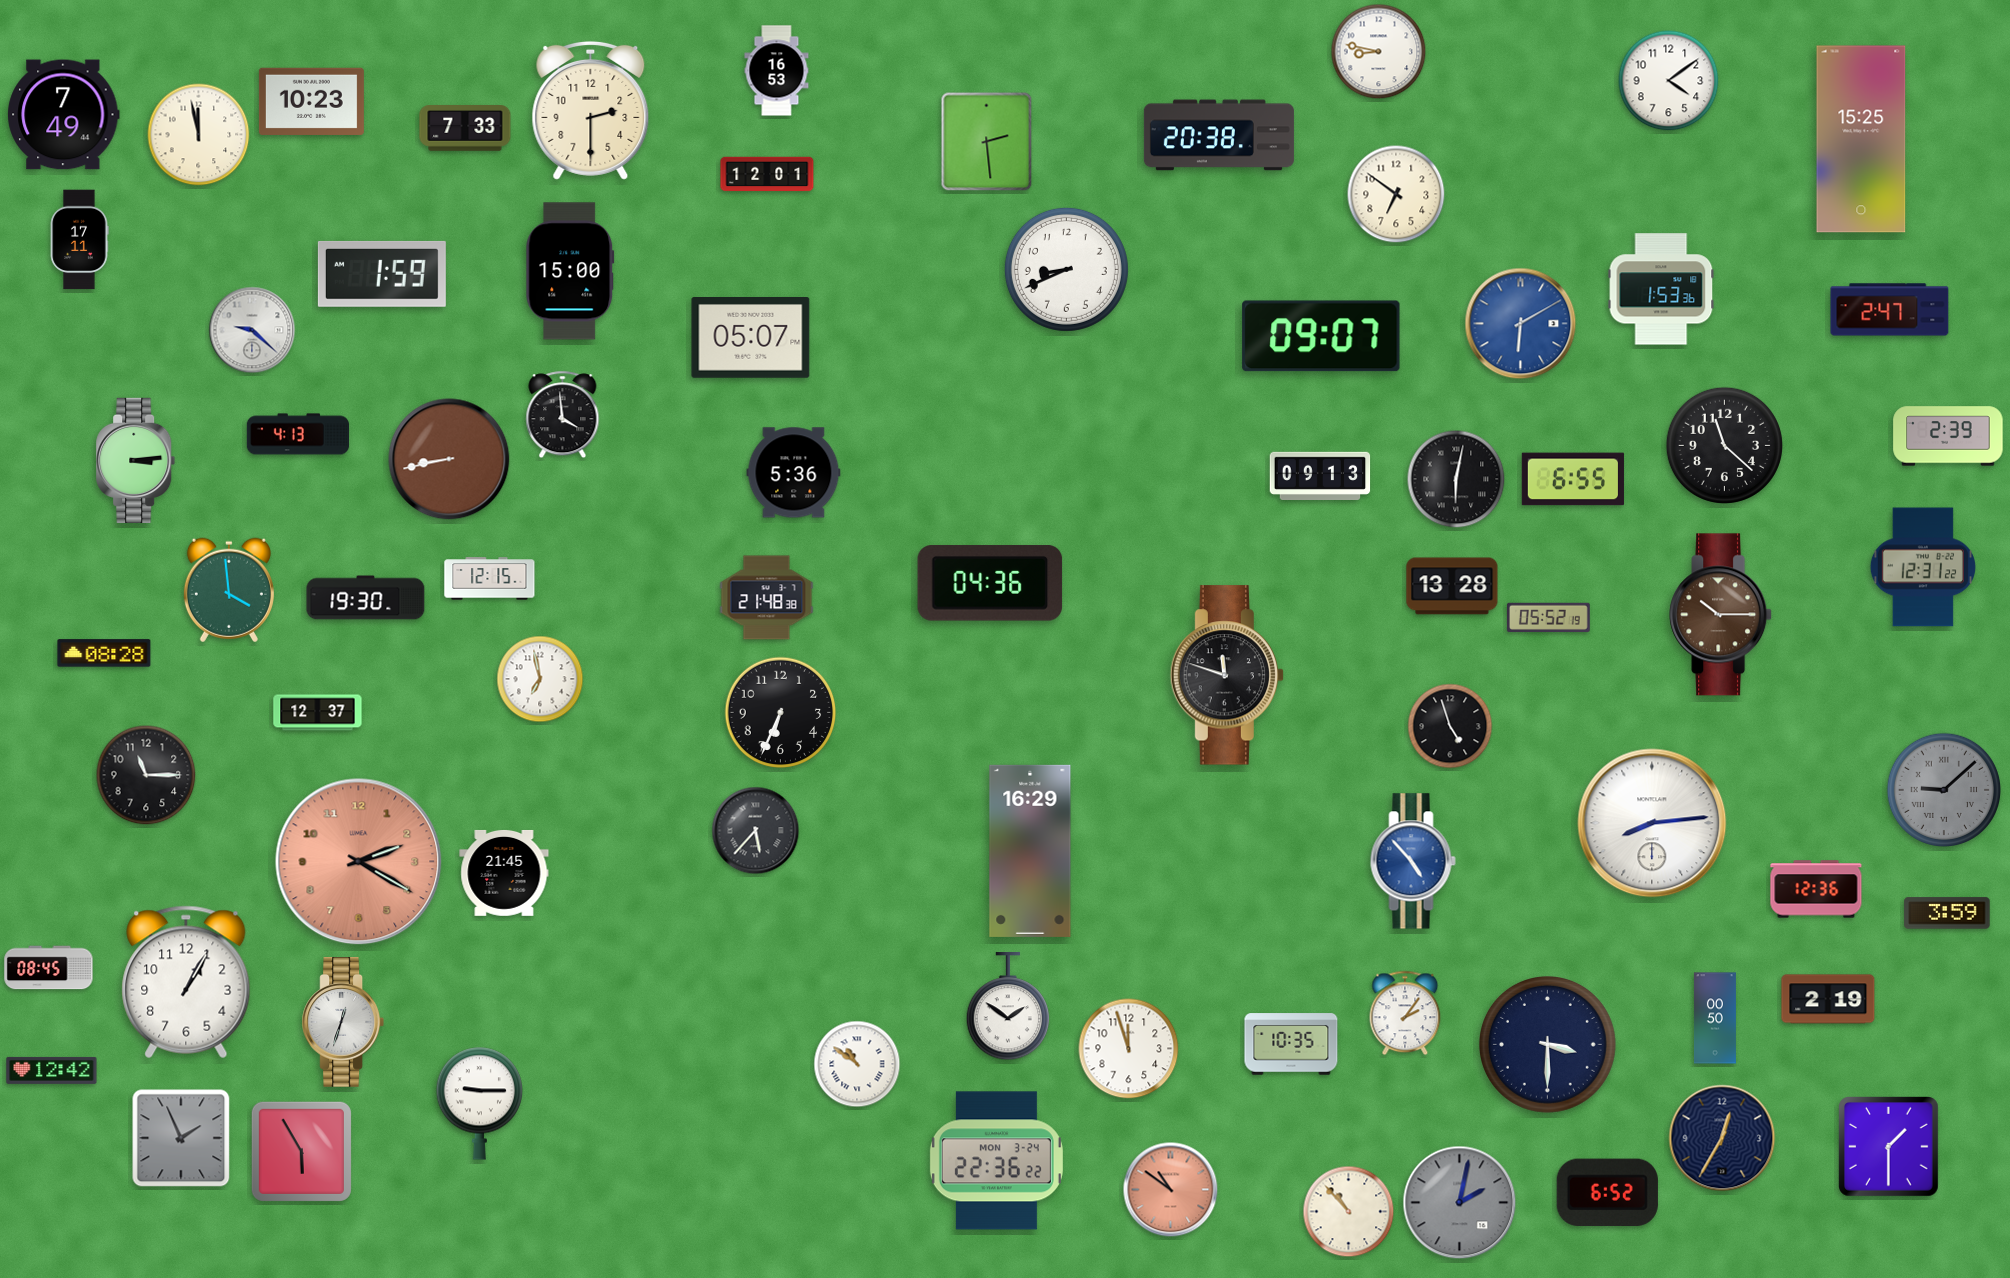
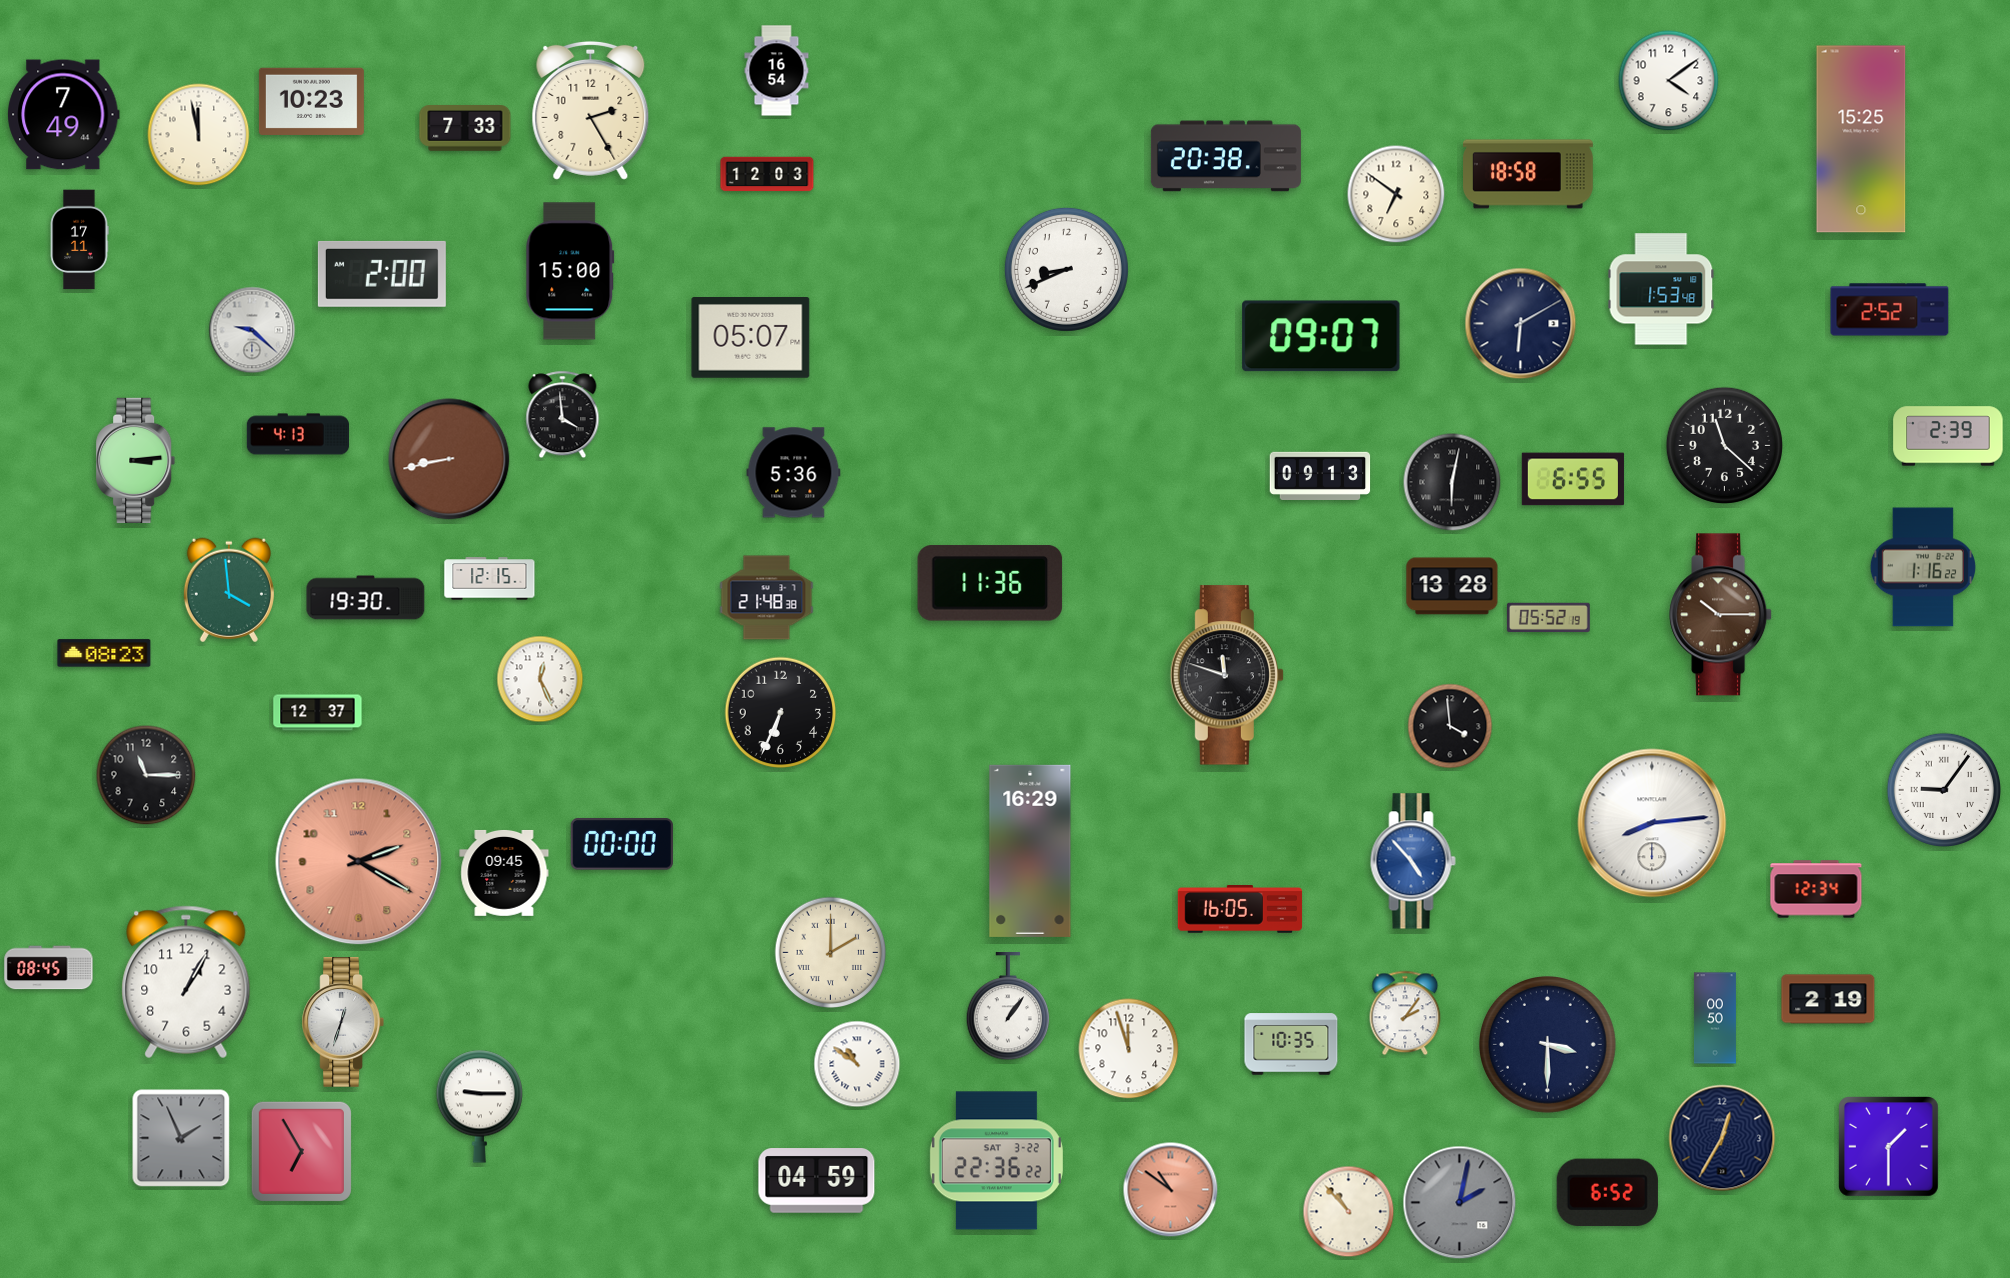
clock at (1379, 52): 8:47 -> none
clock at (777, 71): 16:53 -> 16:54
clock at (591, 110): 2:30 -> 2:25
clock at (1219, 135) position: (1219, 135) -> (1226, 156)
clock at (987, 142): 2:29 -> none
clock at (767, 174): 12:01 -> 12:03
clock at (1529, 174): none -> 18:58
clock at (382, 274): 1:59 -> 2:00
clock at (1661, 289): 1:53:36 -> 1:53:48
clock at (1890, 310): 2:47 -> 2:52
clock at (1521, 324) dial: blue -> navy
clock at (1456, 479) position: (1456, 479) -> (1452, 482)
clock at (1923, 567): 12:31 -> 1:16
clock at (990, 583): 04:36 -> 11:36
clock at (104, 653): 08:28 -> 08:23
clock at (540, 679): 6:58 -> 12:26
clock at (1450, 726): 4:57 -> 3:59
clock at (1943, 789): 9:08 -> 9:06
clock at (1943, 789) dial: grey -> white
clock at (756, 831): 5:37 -> none
clock at (622, 844): none -> 00:00
clock at (504, 873): 21:45 -> 09:45
clock at (1816, 889): 12:36 -> 12:34
clock at (1240, 909): none -> 16:05
clock at (1947, 913): 3:59 -> none
clock at (831, 953): none -> 2:00
clock at (1008, 1007): 1:51 -> 1:06
clock at (52, 1070): 12:42 -> none
clock at (479, 1103) position: (479, 1103) -> (479, 1106)
clock at (301, 1151): 5:55 -> 6:55
clock at (996, 1161) date: MON 3-24 -> SAT 3-22
clock at (817, 1181): none -> 04:59
